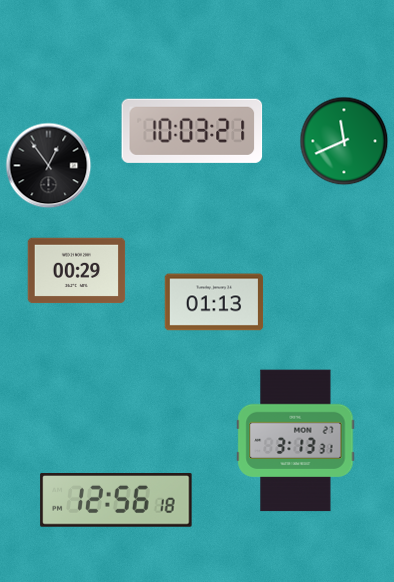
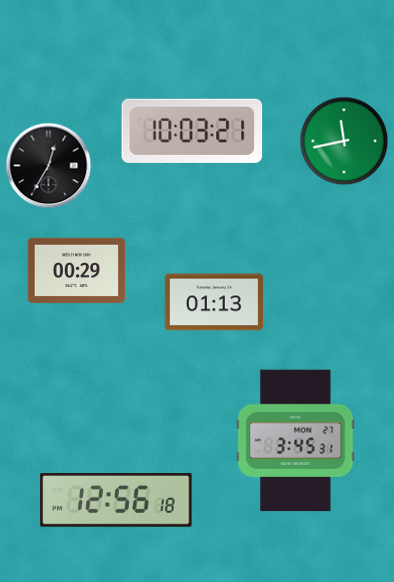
clock at (344, 141): 11:41 -> 11:43
clock at (49, 166): 12:54 -> 12:35
clock at (296, 441): 3:13 -> 3:45
